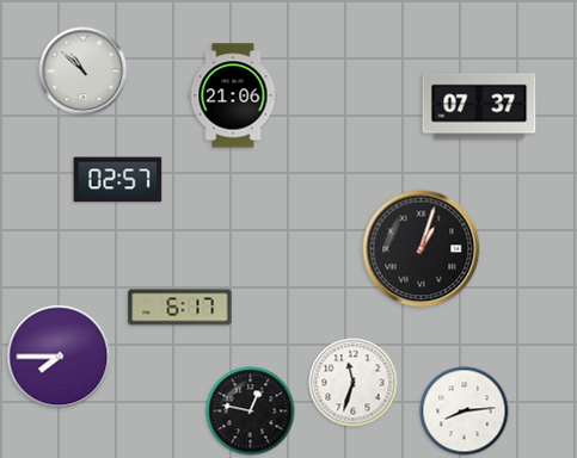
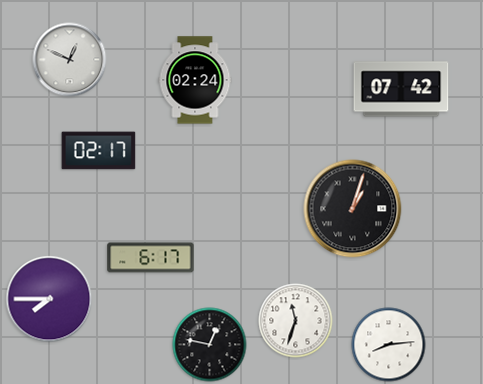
clock at (84, 72): 10:52 -> 12:49
clock at (233, 95): 21:06 -> 02:24
clock at (479, 106): 07:37 -> 07:42
clock at (118, 180): 02:57 -> 02:17
